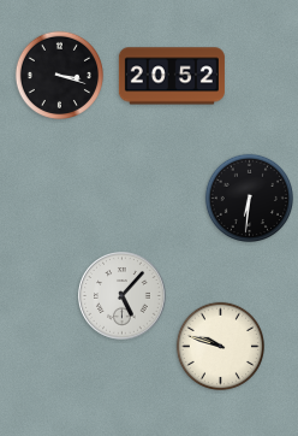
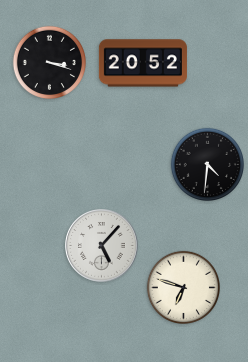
clock at (249, 198): 6:31 -> 4:31
clock at (220, 346): 9:48 -> 6:48
